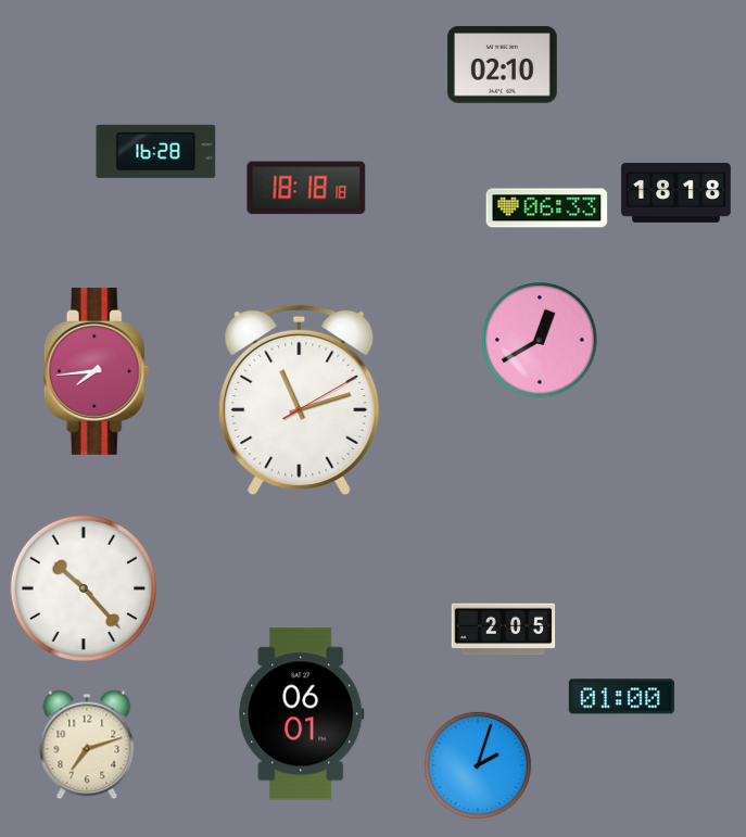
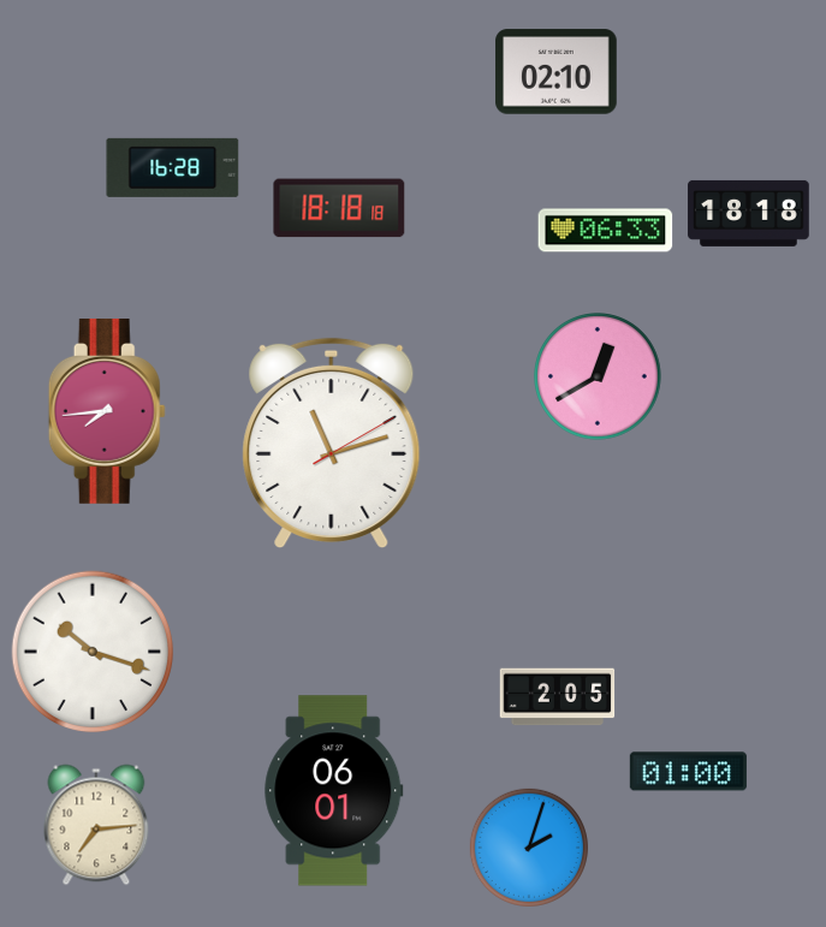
clock at (84, 588): 10:23 -> 10:18
clock at (87, 745): 7:12 -> 7:14
